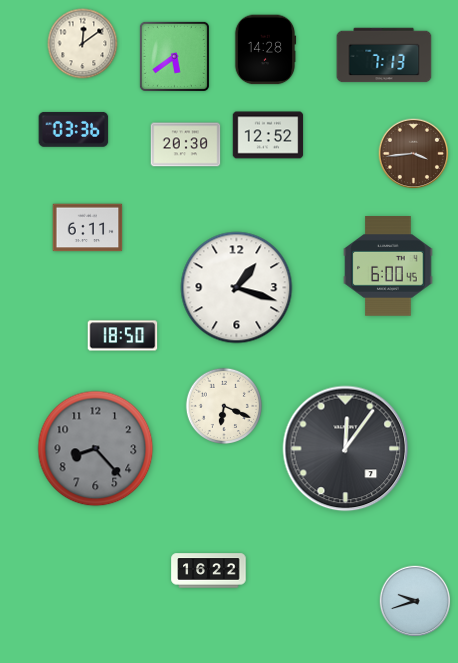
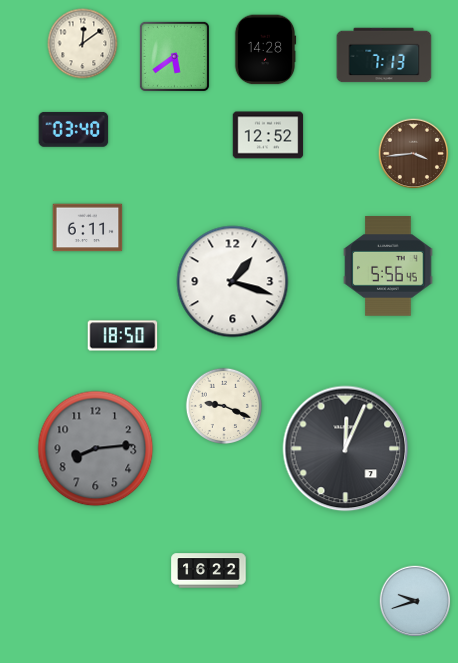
clock at (74, 129): 03:36 -> 03:40
clock at (186, 145): 20:30 -> none
clock at (388, 267): 6:00 -> 5:56
clock at (237, 288) position: (237, 288) -> (233, 282)
clock at (223, 405): 6:19 -> 9:19
clock at (96, 449): 8:23 -> 8:14
clock at (346, 449): 12:06 -> 12:04
